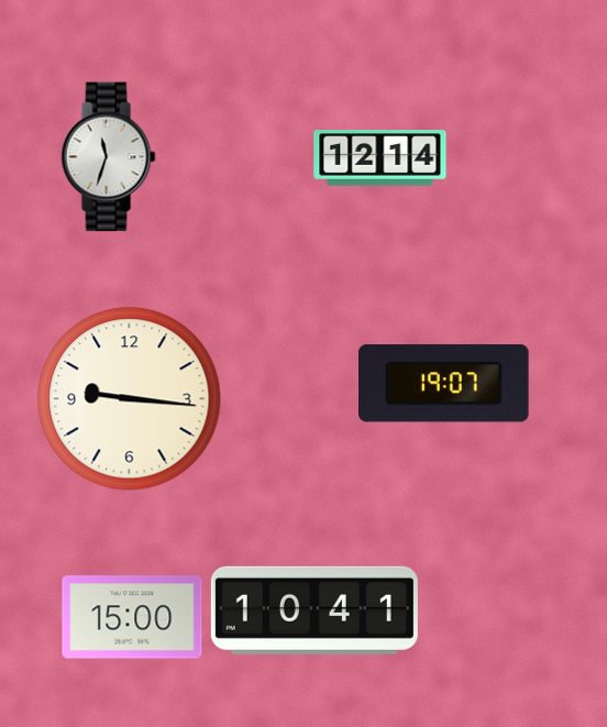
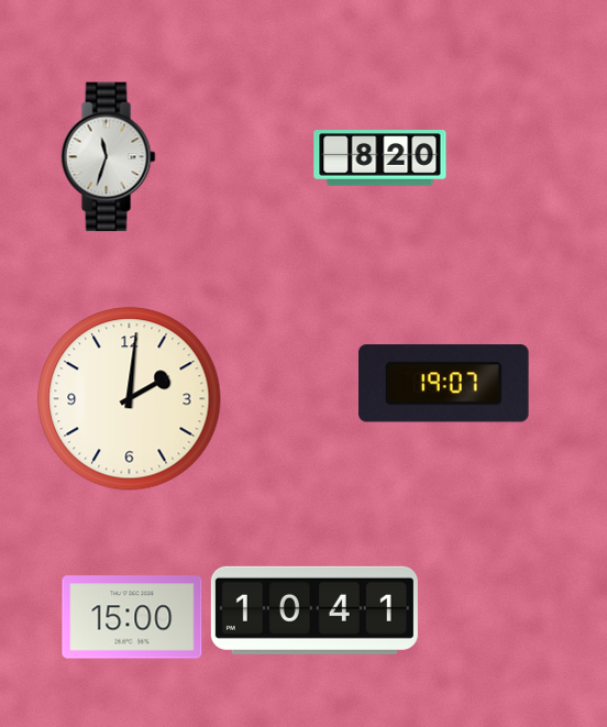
clock at (380, 158): 12:14 -> 8:20
clock at (130, 399): 9:16 -> 2:01
